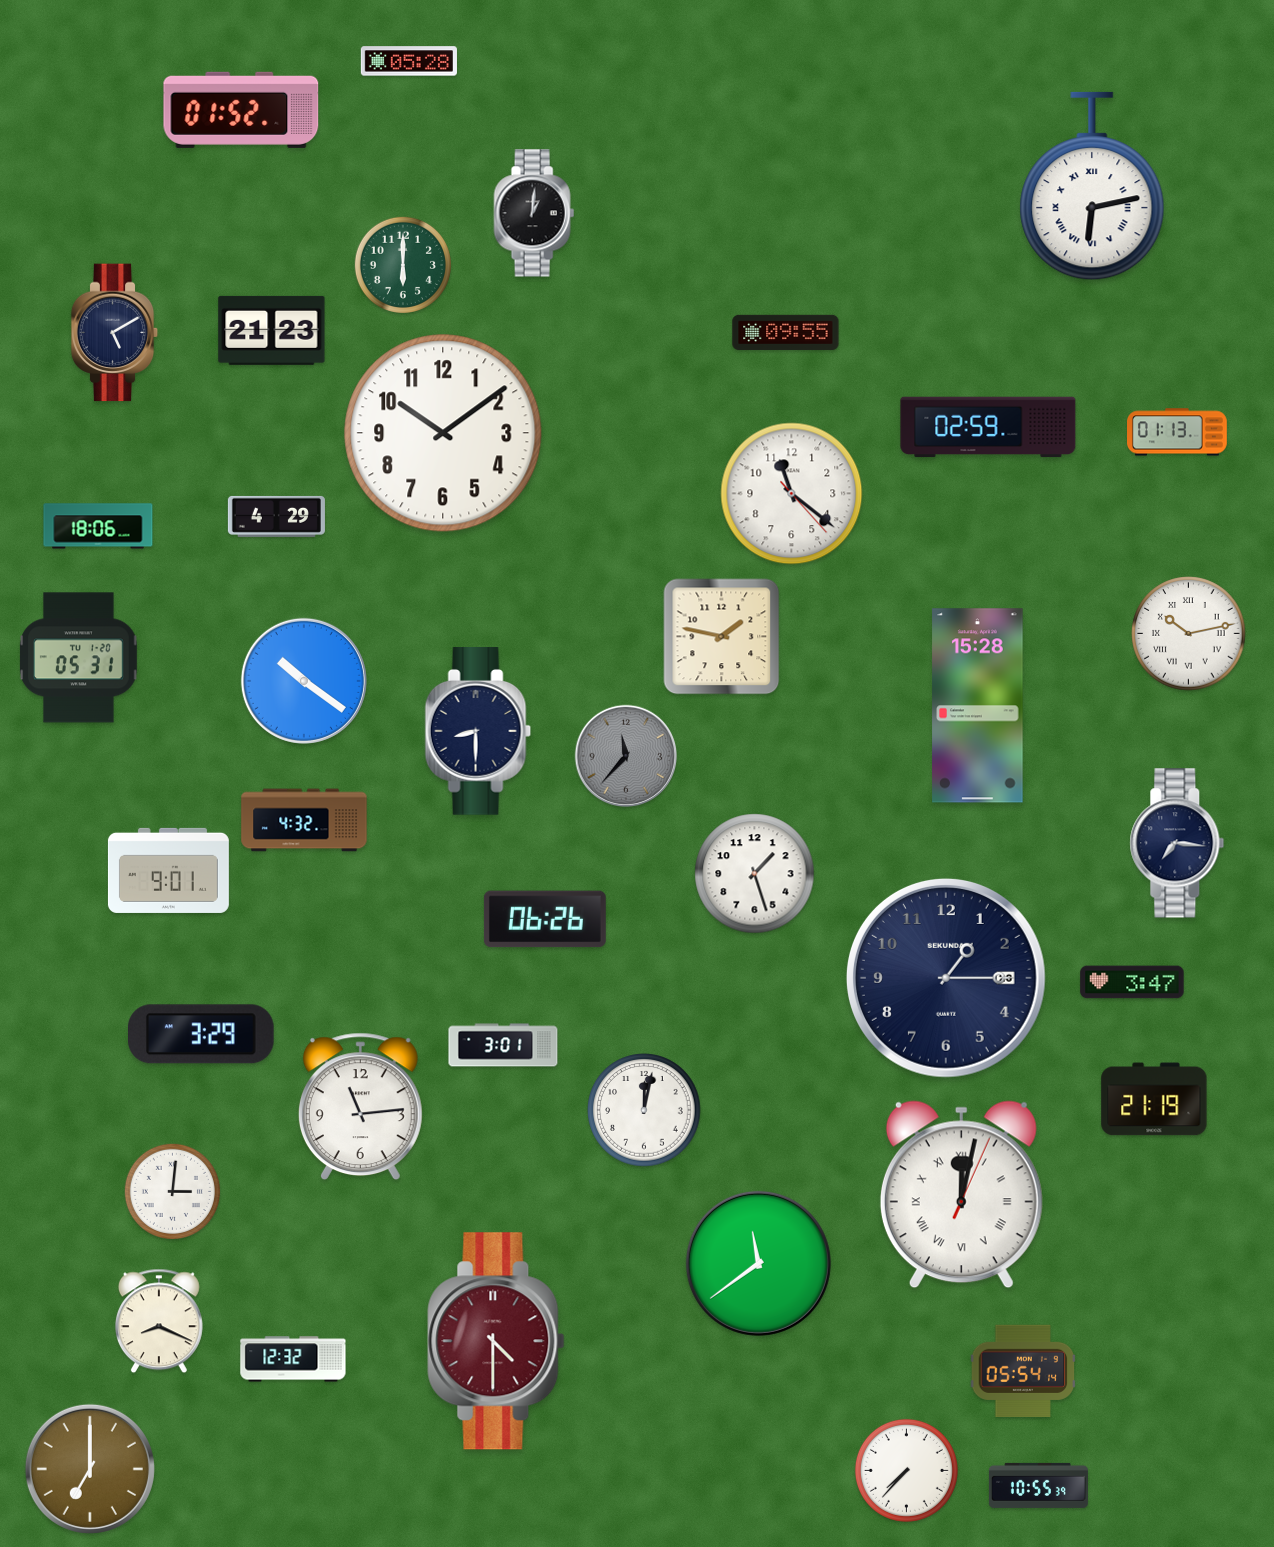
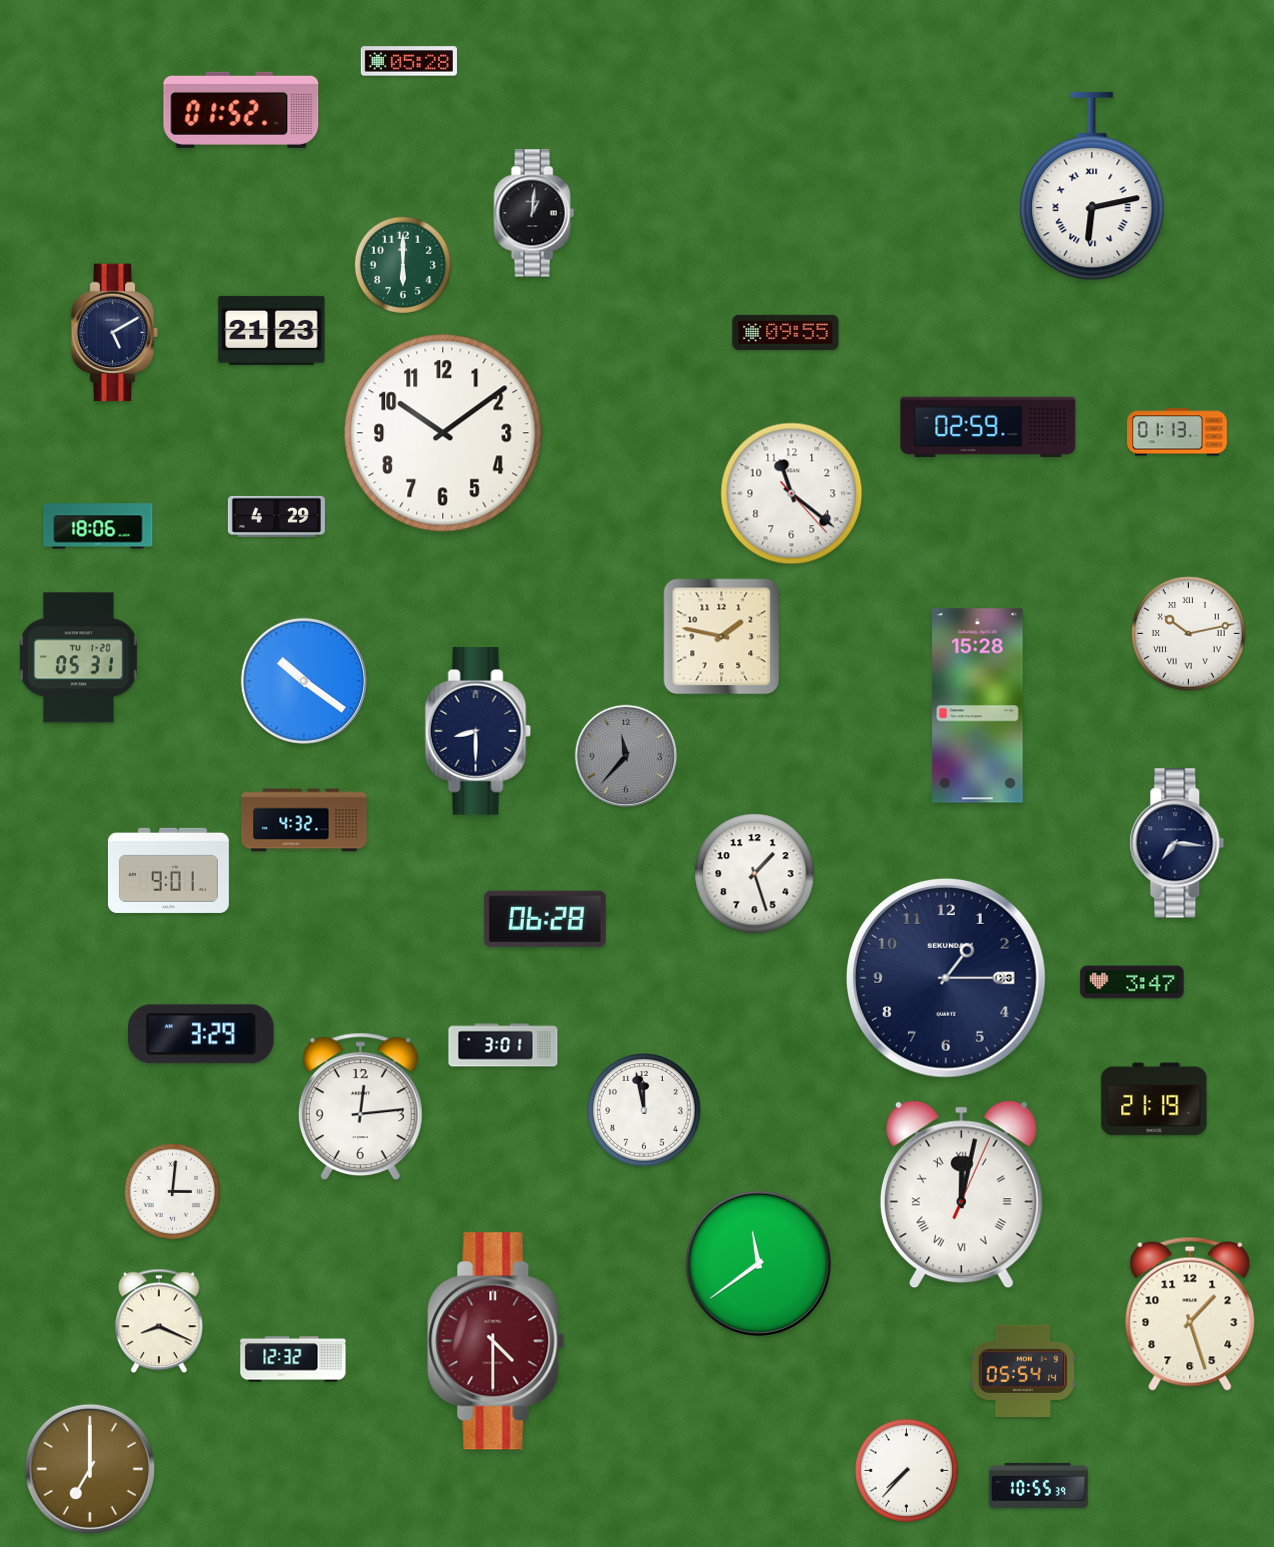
clock at (545, 919): 06:26 -> 06:28
clock at (360, 1107): 11:14 -> 12:14
clock at (644, 1110): 12:02 -> 11:58
clock at (1190, 1314): none -> 1:27
